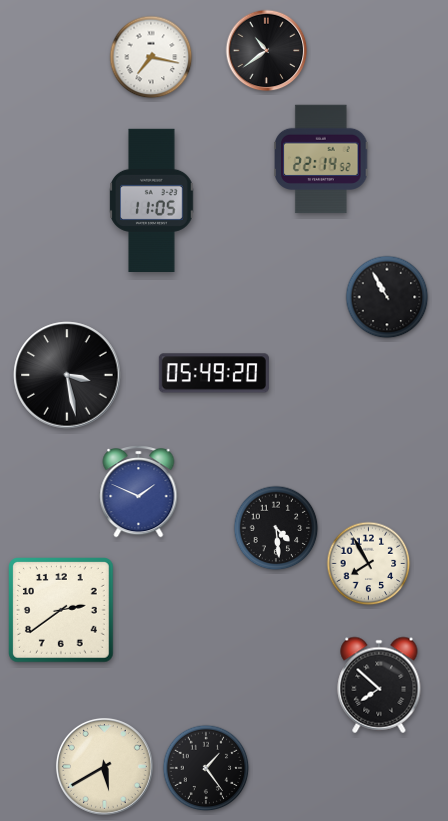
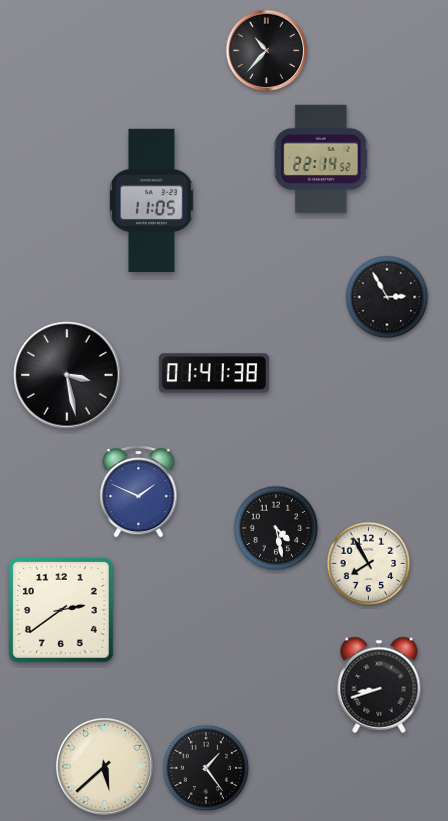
clock at (267, 51): 10:39 -> 10:37
clock at (151, 57): 7:17 -> none
clock at (387, 297): 10:55 -> 2:55
clock at (214, 373): 05:49 -> 01:41
clock at (276, 528): 4:29 -> 4:28
clock at (379, 685): 7:52 -> 8:42
clock at (104, 766): 5:40 -> 5:38
